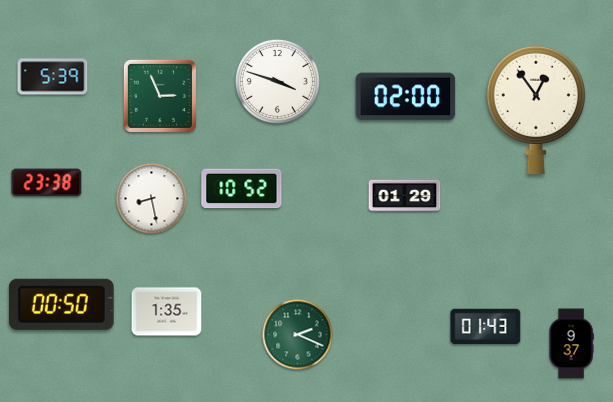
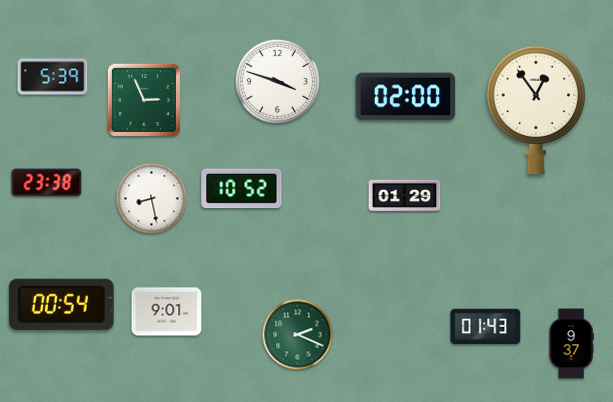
clock at (160, 96) position: (160, 96) -> (144, 100)
clock at (61, 304): 00:50 -> 00:54
clock at (167, 312): 1:35 -> 9:01
